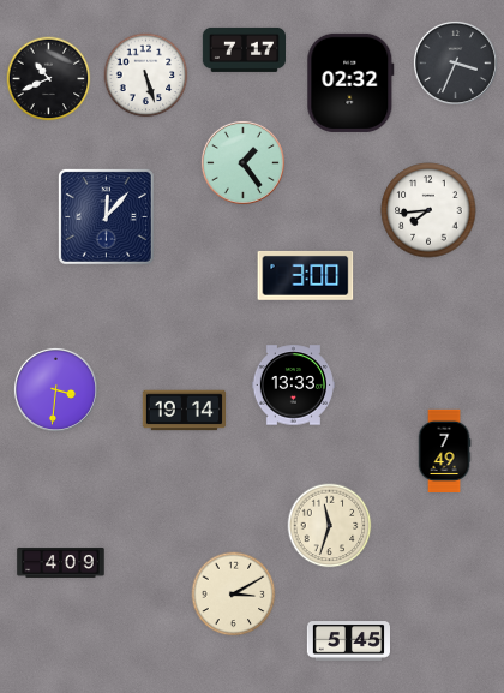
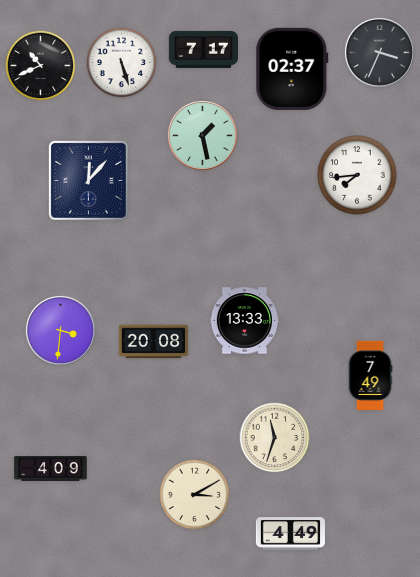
clock at (244, 49) position: (244, 49) -> (203, 49)
clock at (350, 83): 02:32 -> 02:37
clock at (242, 162): 1:24 -> 1:28
clock at (306, 275): 3:00 -> none
clock at (55, 389) position: (55, 389) -> (60, 330)
clock at (184, 411): 19:14 -> 20:08
clock at (348, 641): 5:45 -> 4:49
